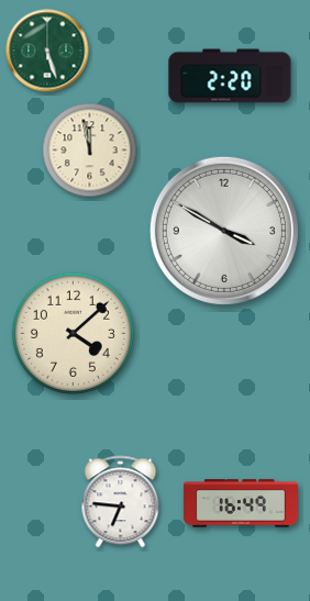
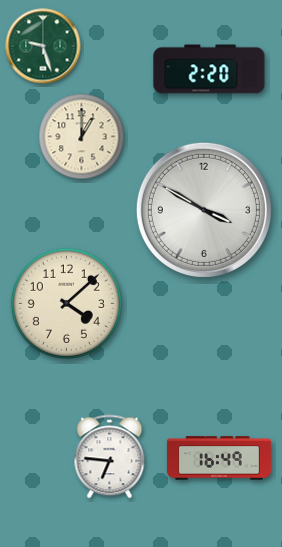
clock at (47, 51): 5:27 -> 9:27
clock at (90, 151): 11:58 -> 1:00
